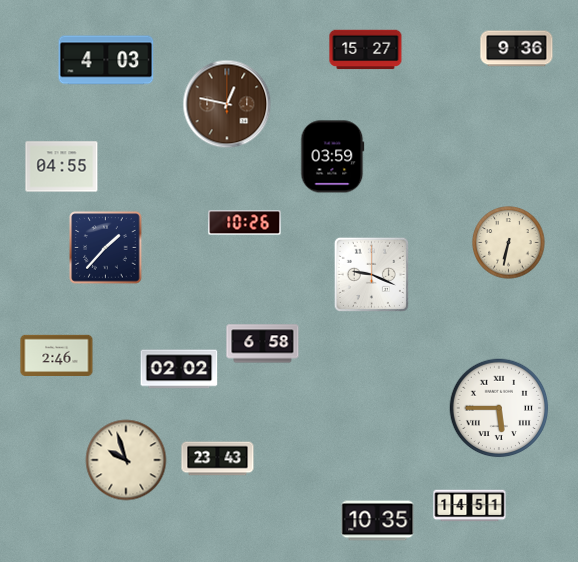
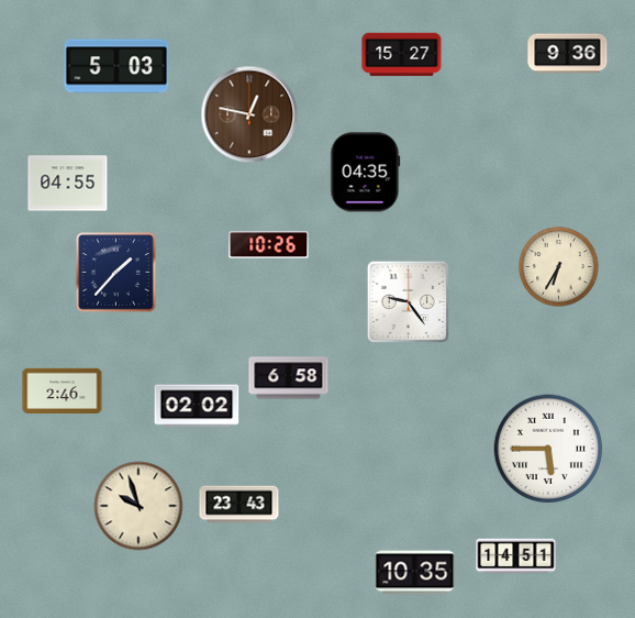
clock at (106, 60): 4:03 -> 5:03
clock at (333, 157): 03:59 -> 04:35
clock at (509, 243): 6:32 -> 6:35
clock at (371, 274): 9:19 -> 9:24
